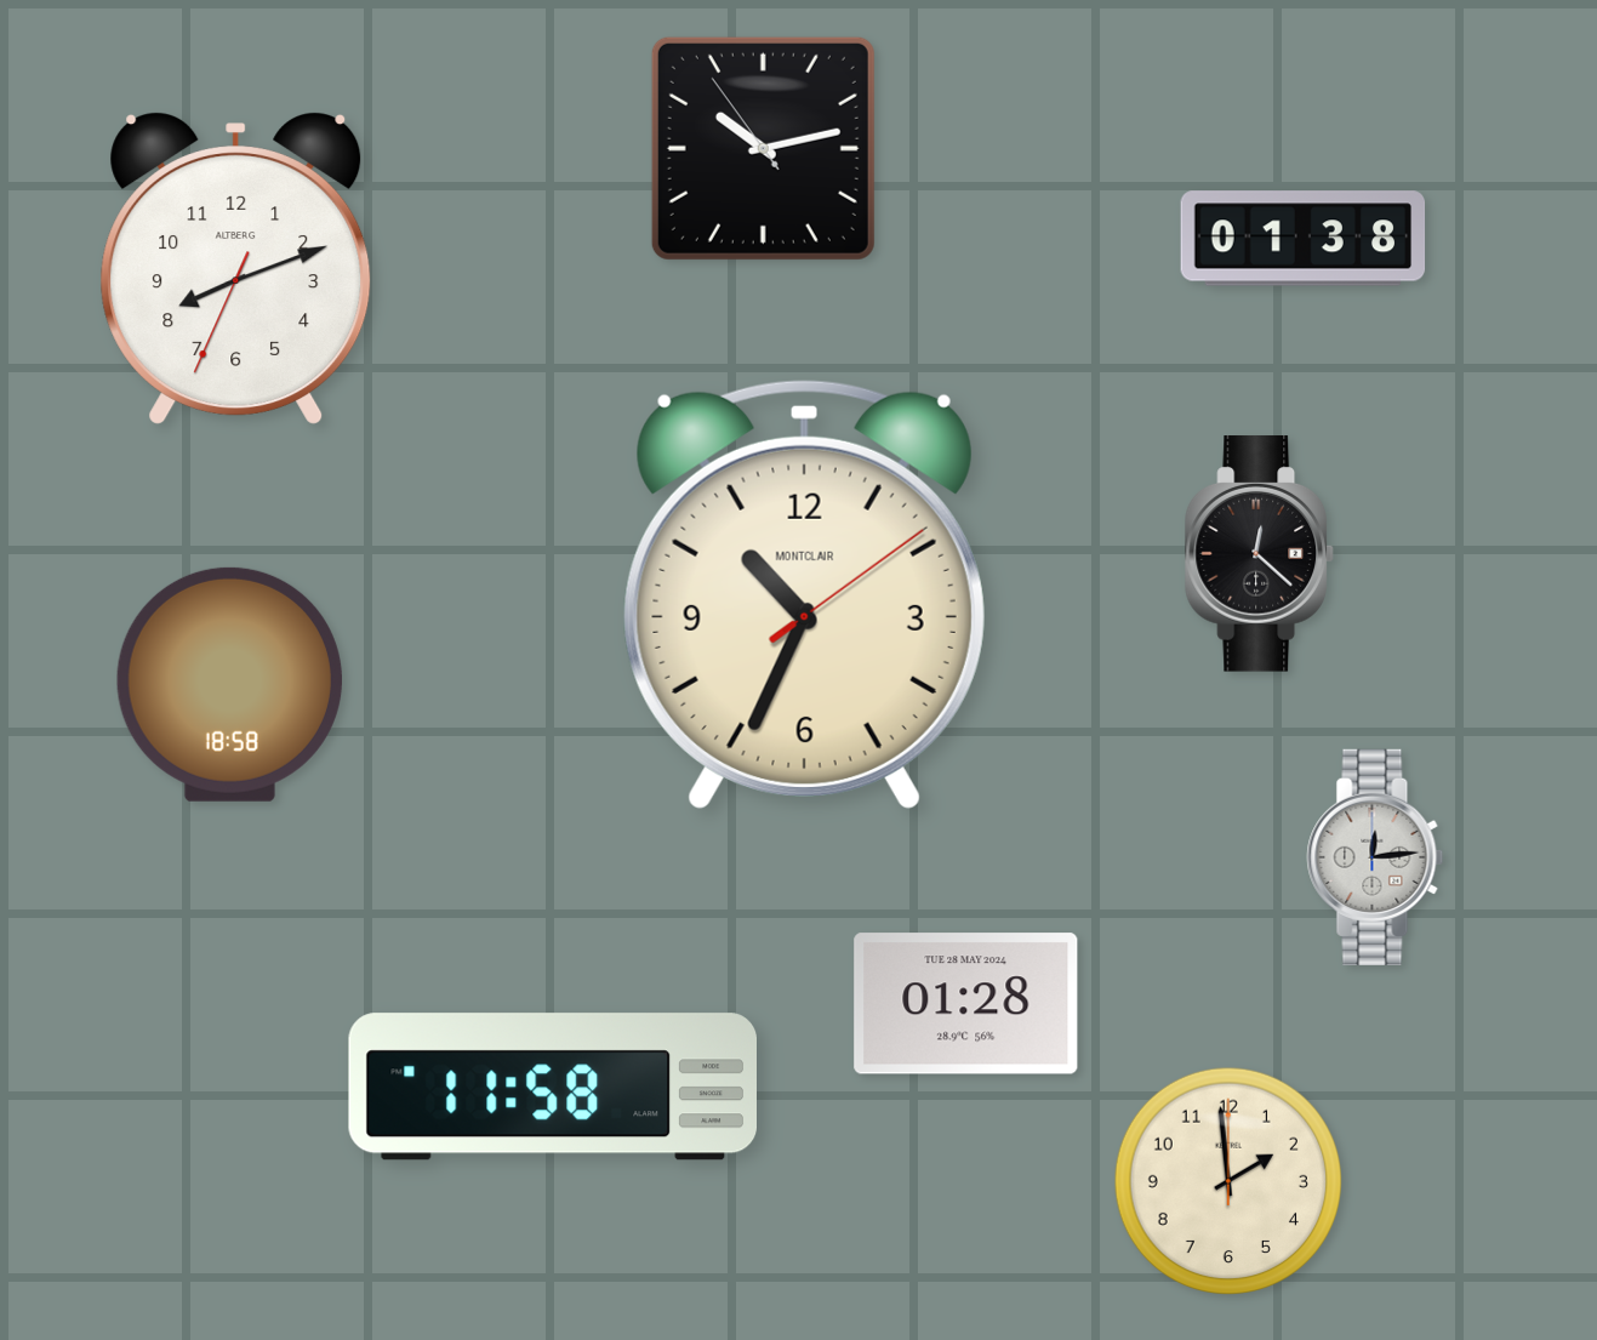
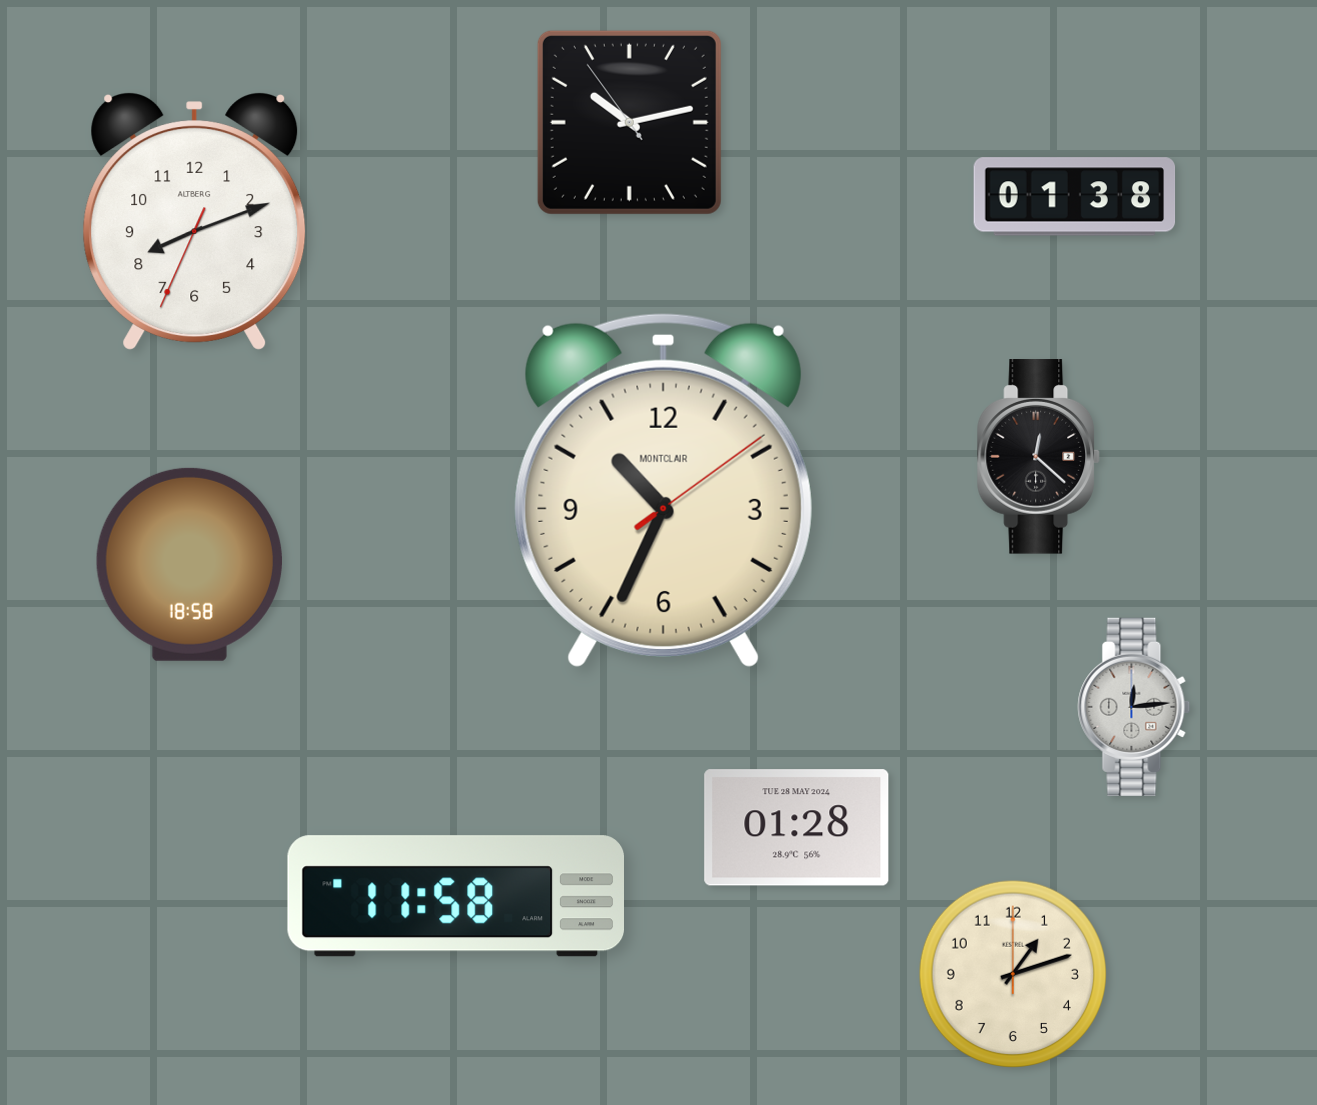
clock at (1227, 1180): 1:59 -> 1:12
